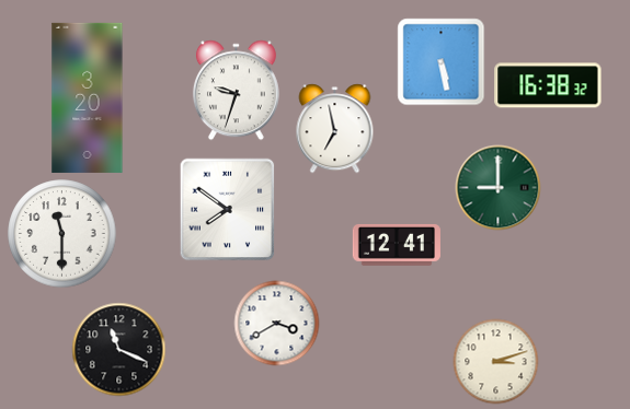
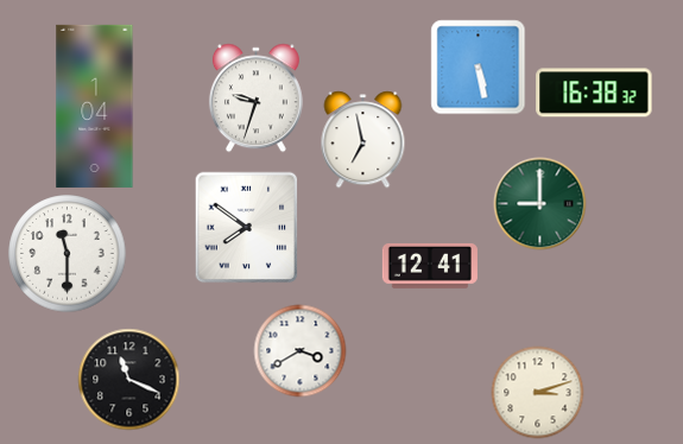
clock at (88, 97): 3:20 -> 1:04
